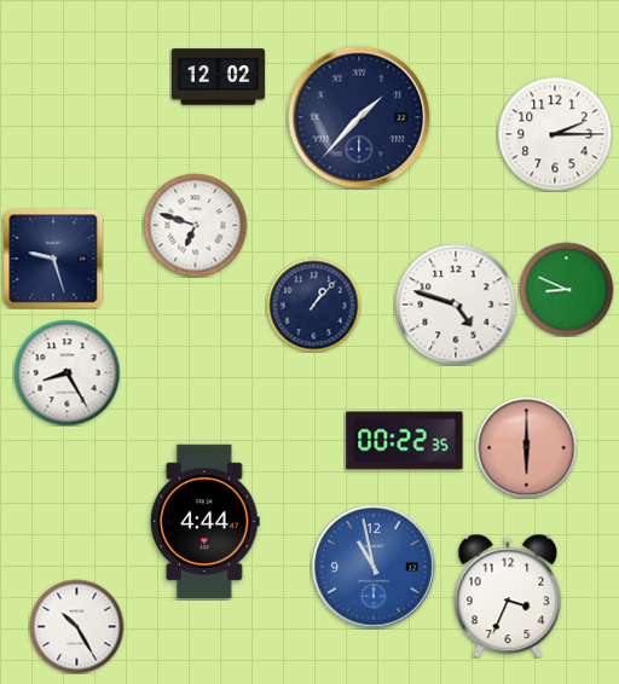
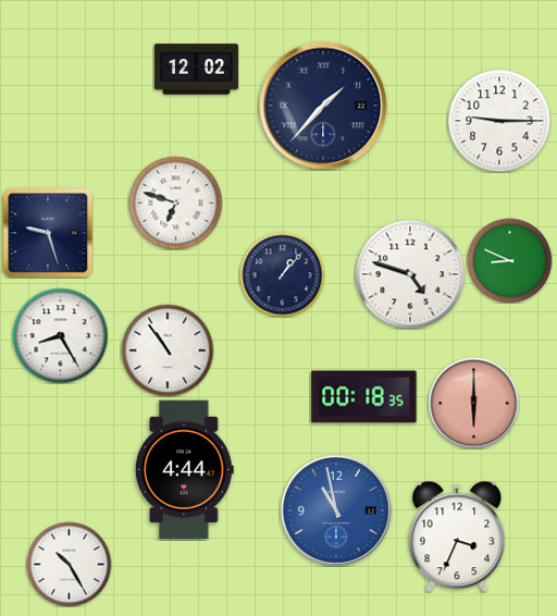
clock at (555, 134): 2:15 -> 9:15
clock at (168, 350): none -> 10:54
clock at (405, 441): 00:22 -> 00:18
